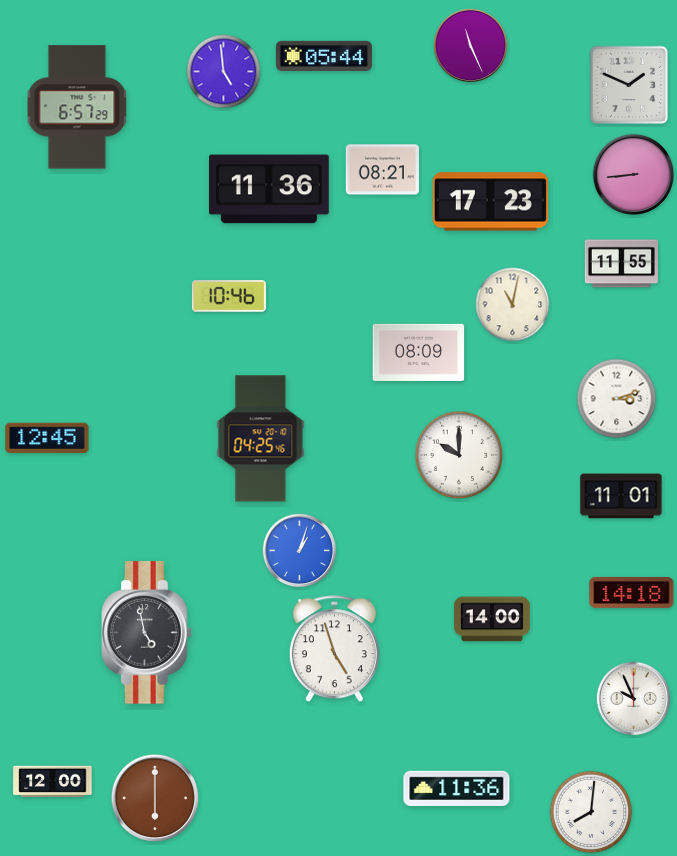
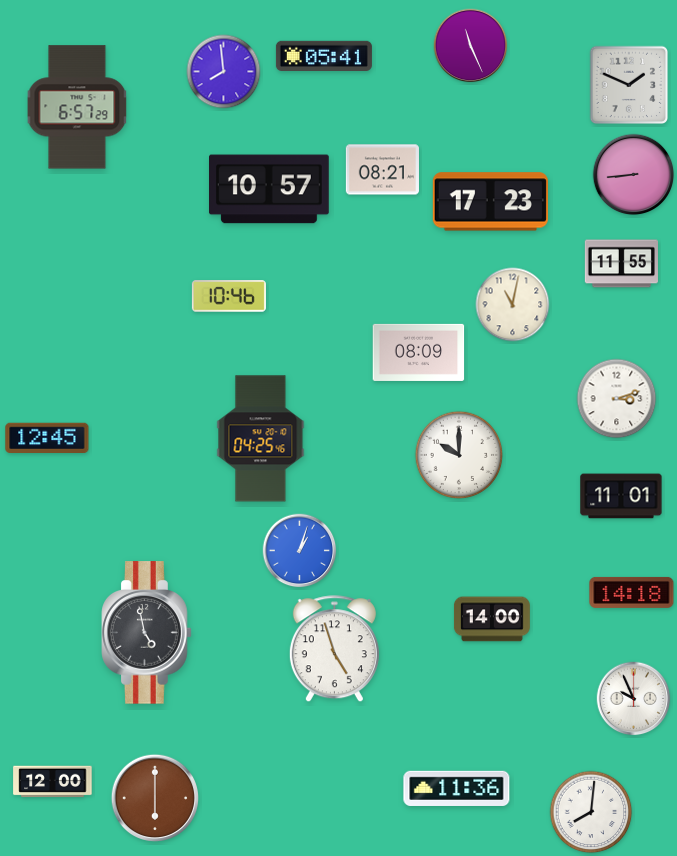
clock at (324, 55): 05:44 -> 05:41
clock at (224, 72): 4:59 -> 7:59
clock at (270, 189): 11:36 -> 10:57
